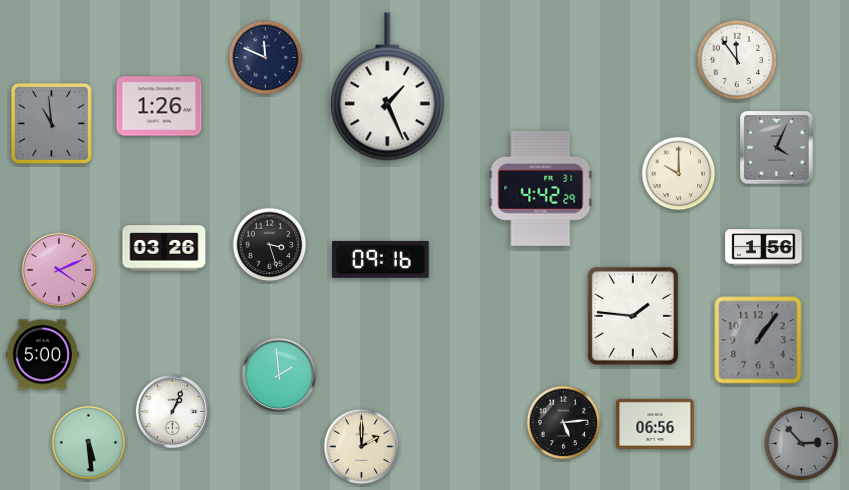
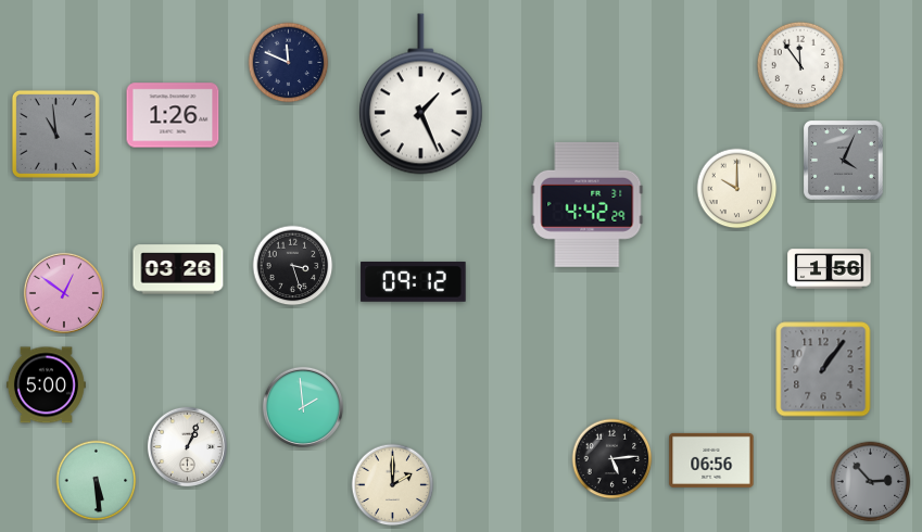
clock at (381, 259): 09:16 -> 09:12
clock at (59, 270): 4:11 -> 12:51
clock at (633, 316): 1:46 -> none
